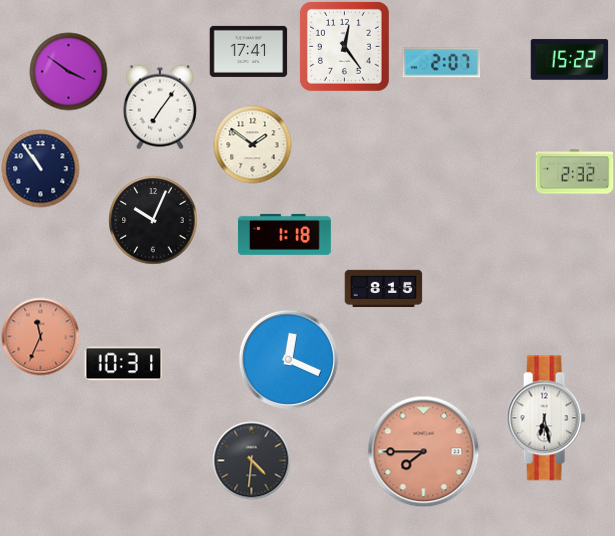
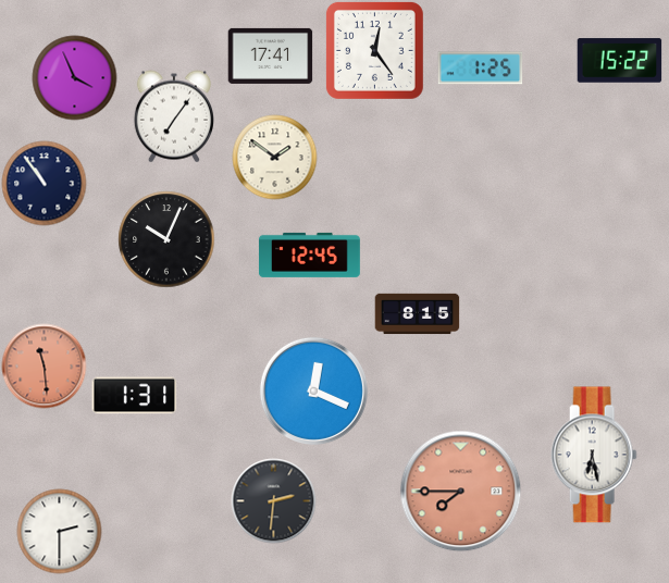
clock at (569, 60) position: (569, 60) -> (619, 61)
clock at (441, 63): 2:07 -> 1:25
clock at (68, 71): 3:51 -> 3:56
clock at (574, 172): 2:32 -> none
clock at (284, 234): 1:18 -> 12:45
clock at (40, 336): 11:34 -> 11:29
clock at (123, 364): 10:31 -> 1:31
clock at (251, 460): 4:31 -> 2:31
clock at (59, 531): none -> 2:30
